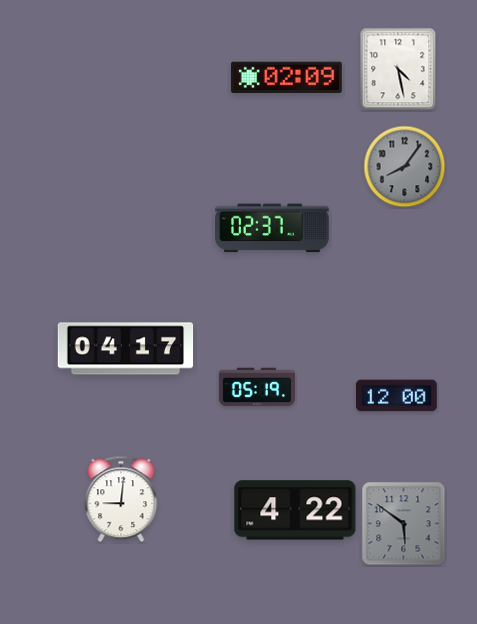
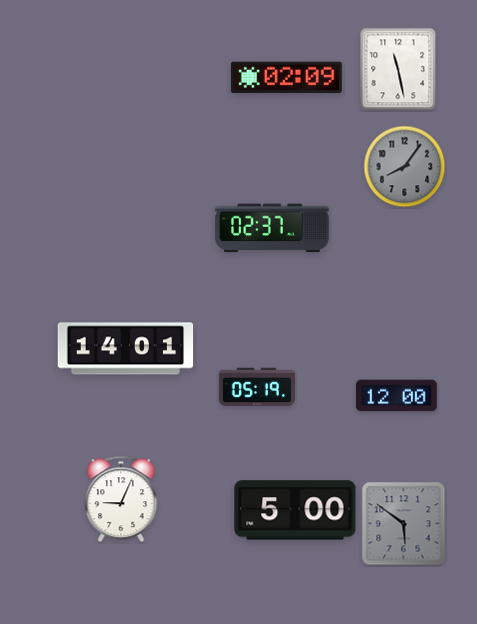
clock at (398, 69): 4:28 -> 11:28
clock at (126, 349): 04:17 -> 14:01
clock at (121, 499): 9:01 -> 9:04
clock at (295, 510): 4:22 -> 5:00
